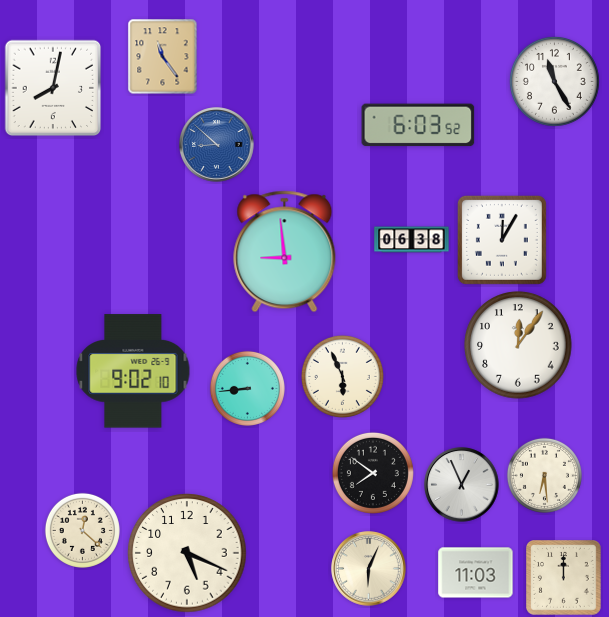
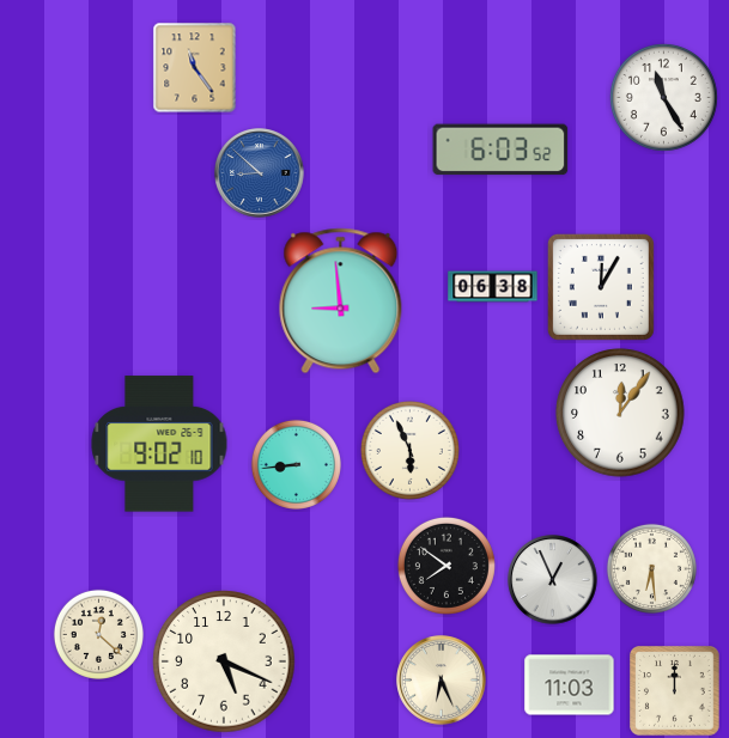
clock at (53, 88): 8:02 -> none
clock at (369, 569): 6:04 -> 6:26
